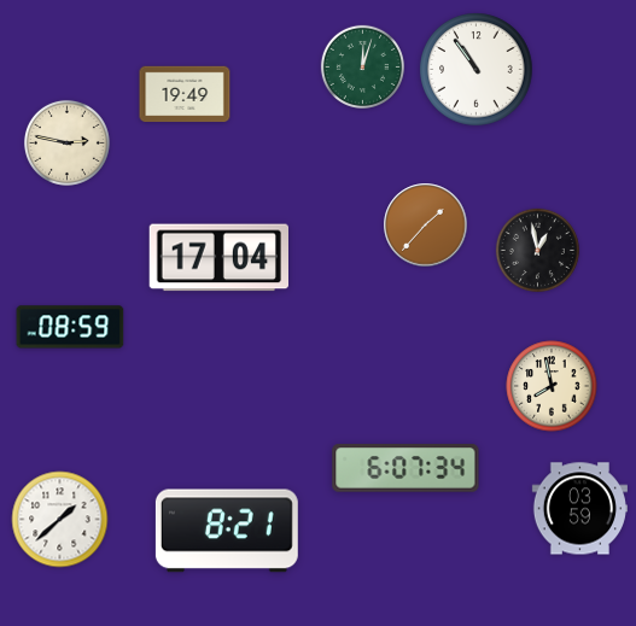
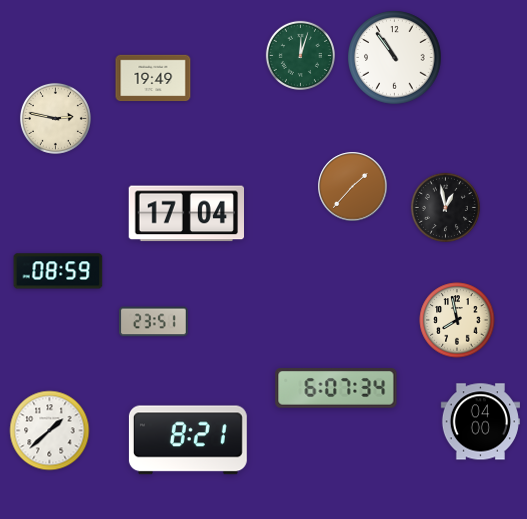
clock at (218, 258) position: (218, 258) -> (186, 214)
clock at (153, 322): none -> 23:51
clock at (579, 509): 03:59 -> 04:00
